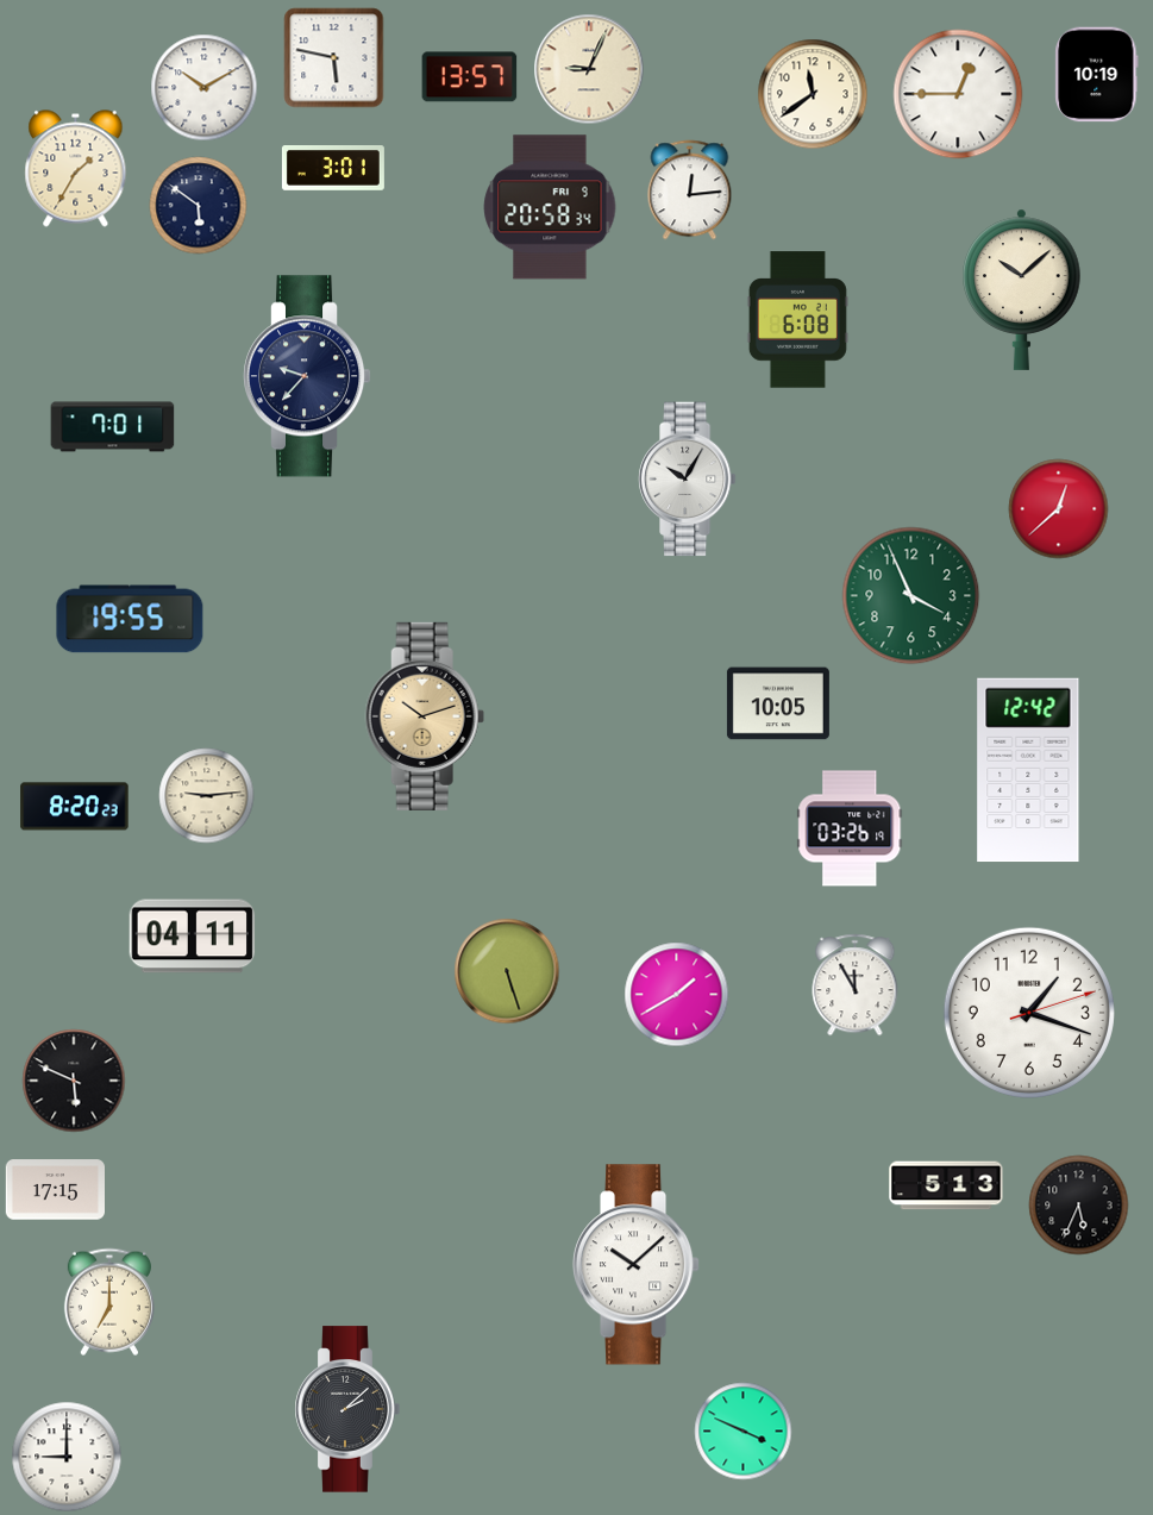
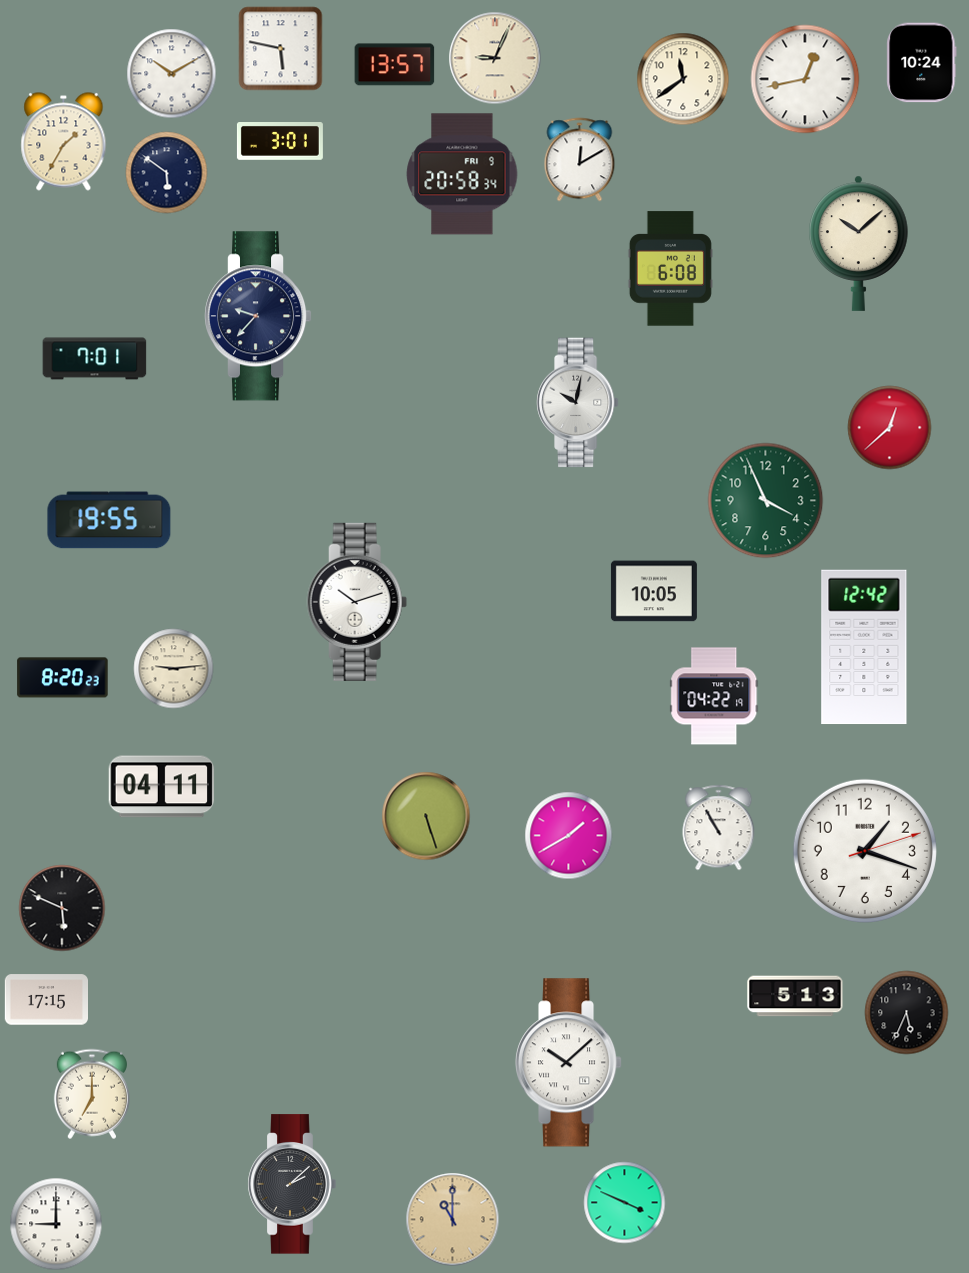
clock at (1097, 75): 10:19 -> 10:24
clock at (958, 94): 12:45 -> 12:43
clock at (690, 190): 12:14 -> 12:10
clock at (687, 480): 10:05 -> 10:02
clock at (425, 716) dial: champagne -> white
clock at (850, 828): 03:26 -> 04:22
clock at (856, 985): 11:55 -> 10:55
clock at (637, 1265) position: (637, 1265) -> (569, 1063)
clock at (453, 1220): none -> 11:00
